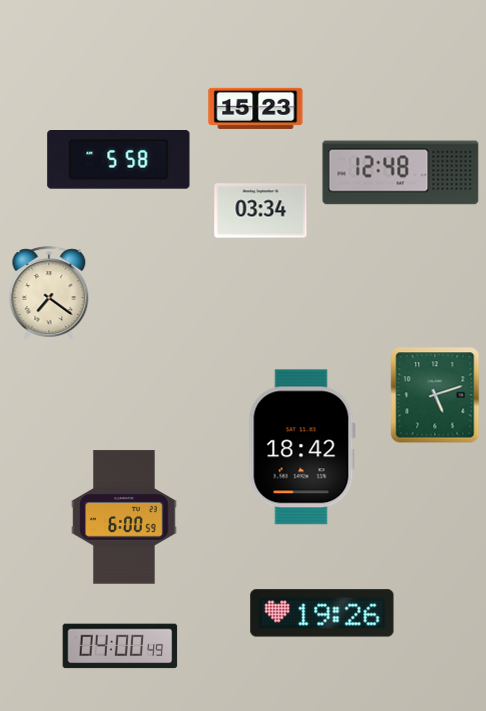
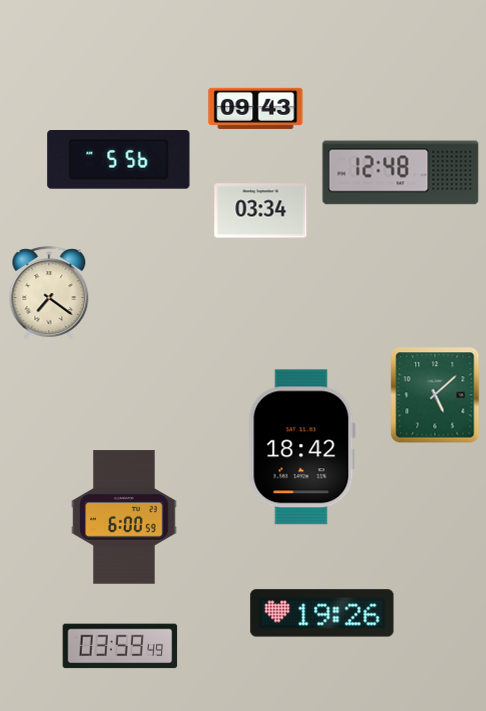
clock at (256, 108): 15:23 -> 09:43
clock at (119, 160): 5:58 -> 5:56
clock at (435, 395): 5:12 -> 5:08
clock at (120, 646): 04:00 -> 03:59
